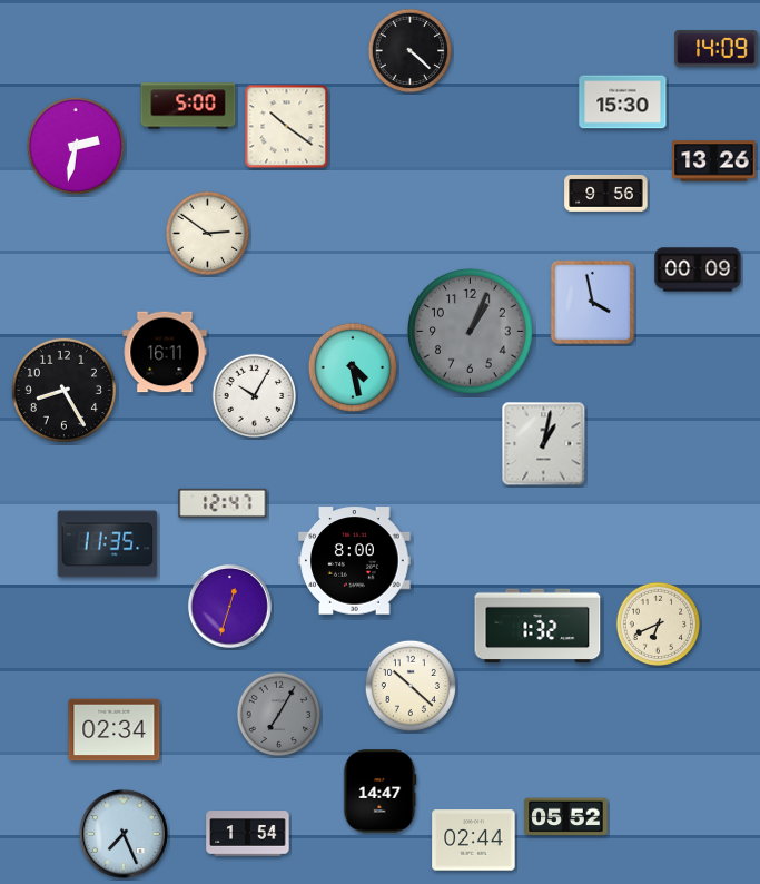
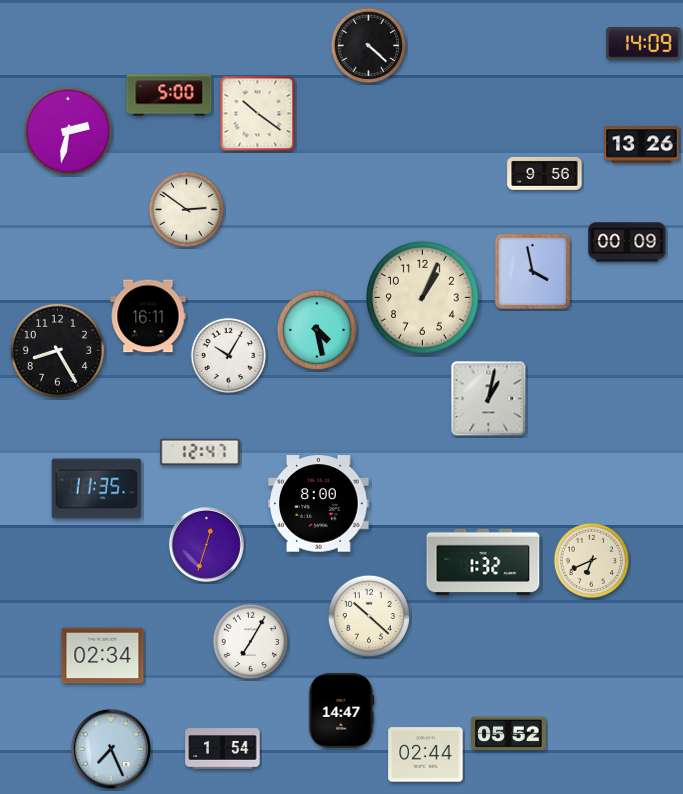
clock at (623, 102): 15:30 -> none
clock at (471, 332) dial: grey -> cream
clock at (279, 715) dial: grey -> white
